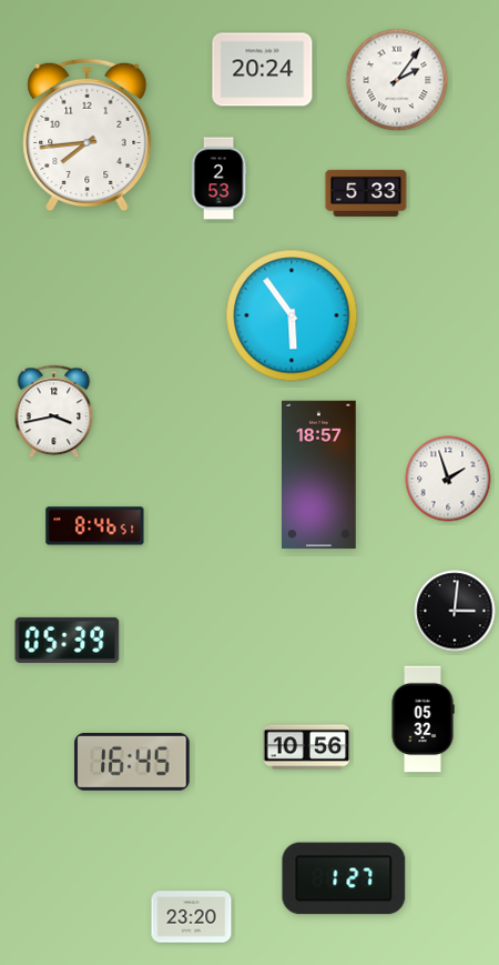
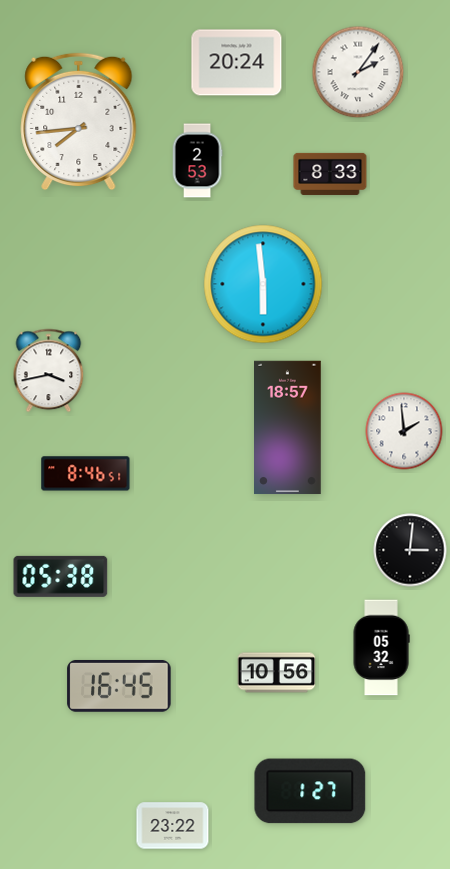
clock at (366, 193): 5:33 -> 8:33
clock at (292, 315): 5:54 -> 5:59
clock at (448, 479): 1:57 -> 1:59
clock at (68, 640): 05:39 -> 05:38
clock at (192, 917): 23:20 -> 23:22
